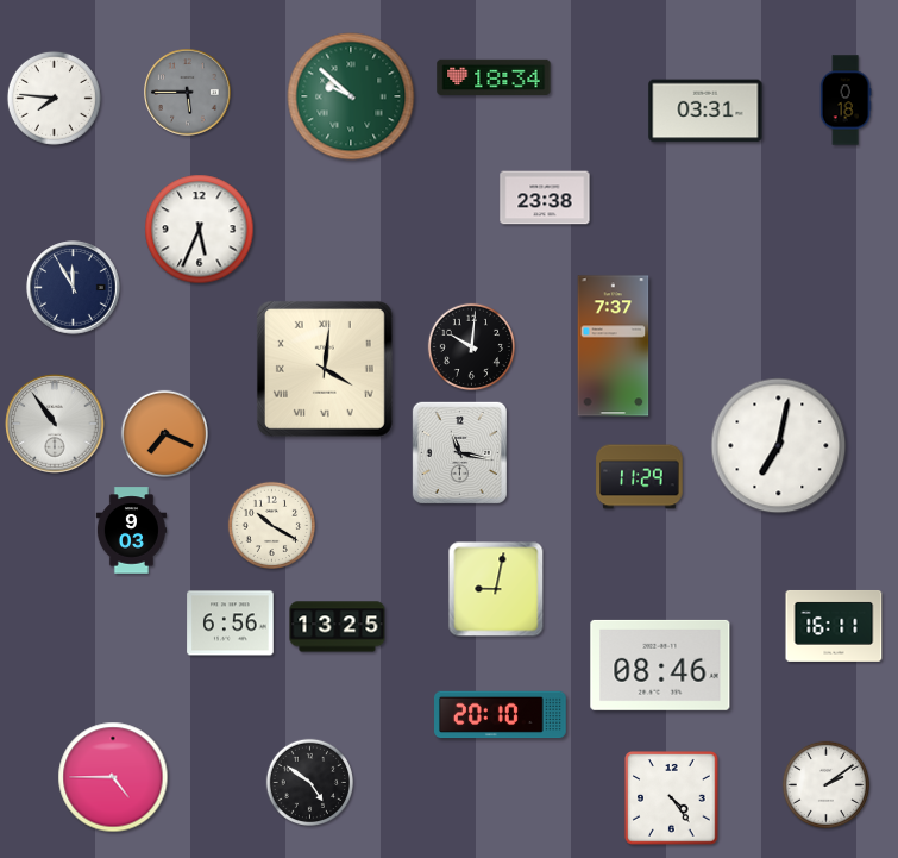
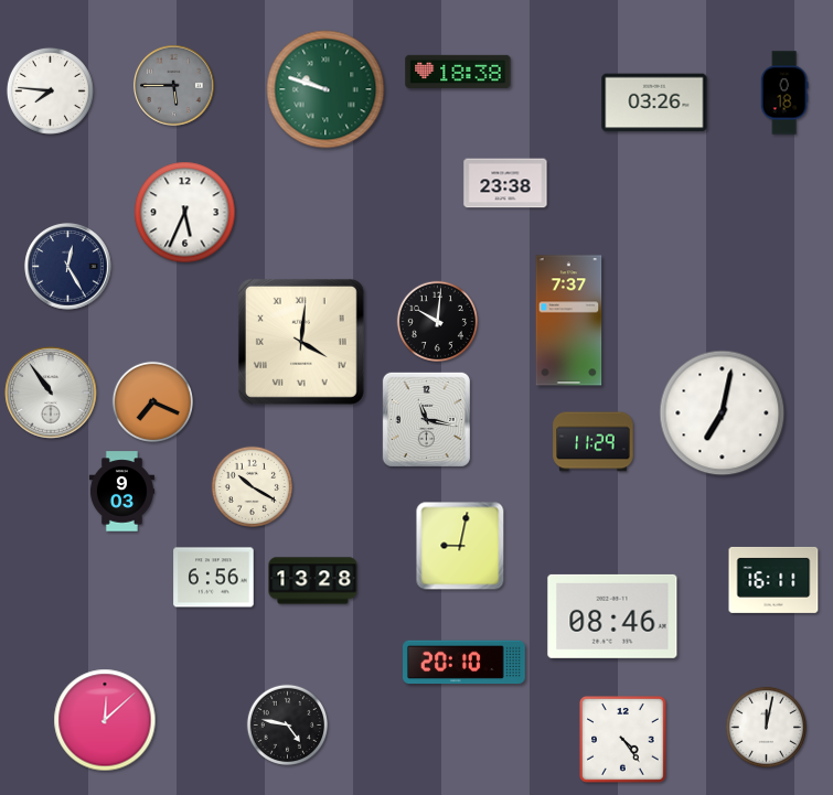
clock at (494, 77): 18:34 -> 18:38
clock at (351, 96): 9:52 -> 9:48
clock at (705, 111): 03:31 -> 03:26
clock at (74, 288): 11:55 -> 12:25
clock at (338, 627): 13:25 -> 13:28
clock at (113, 777): 4:45 -> 12:08
clock at (309, 782): 4:51 -> 4:47
clock at (825, 784): 2:09 -> 12:02
